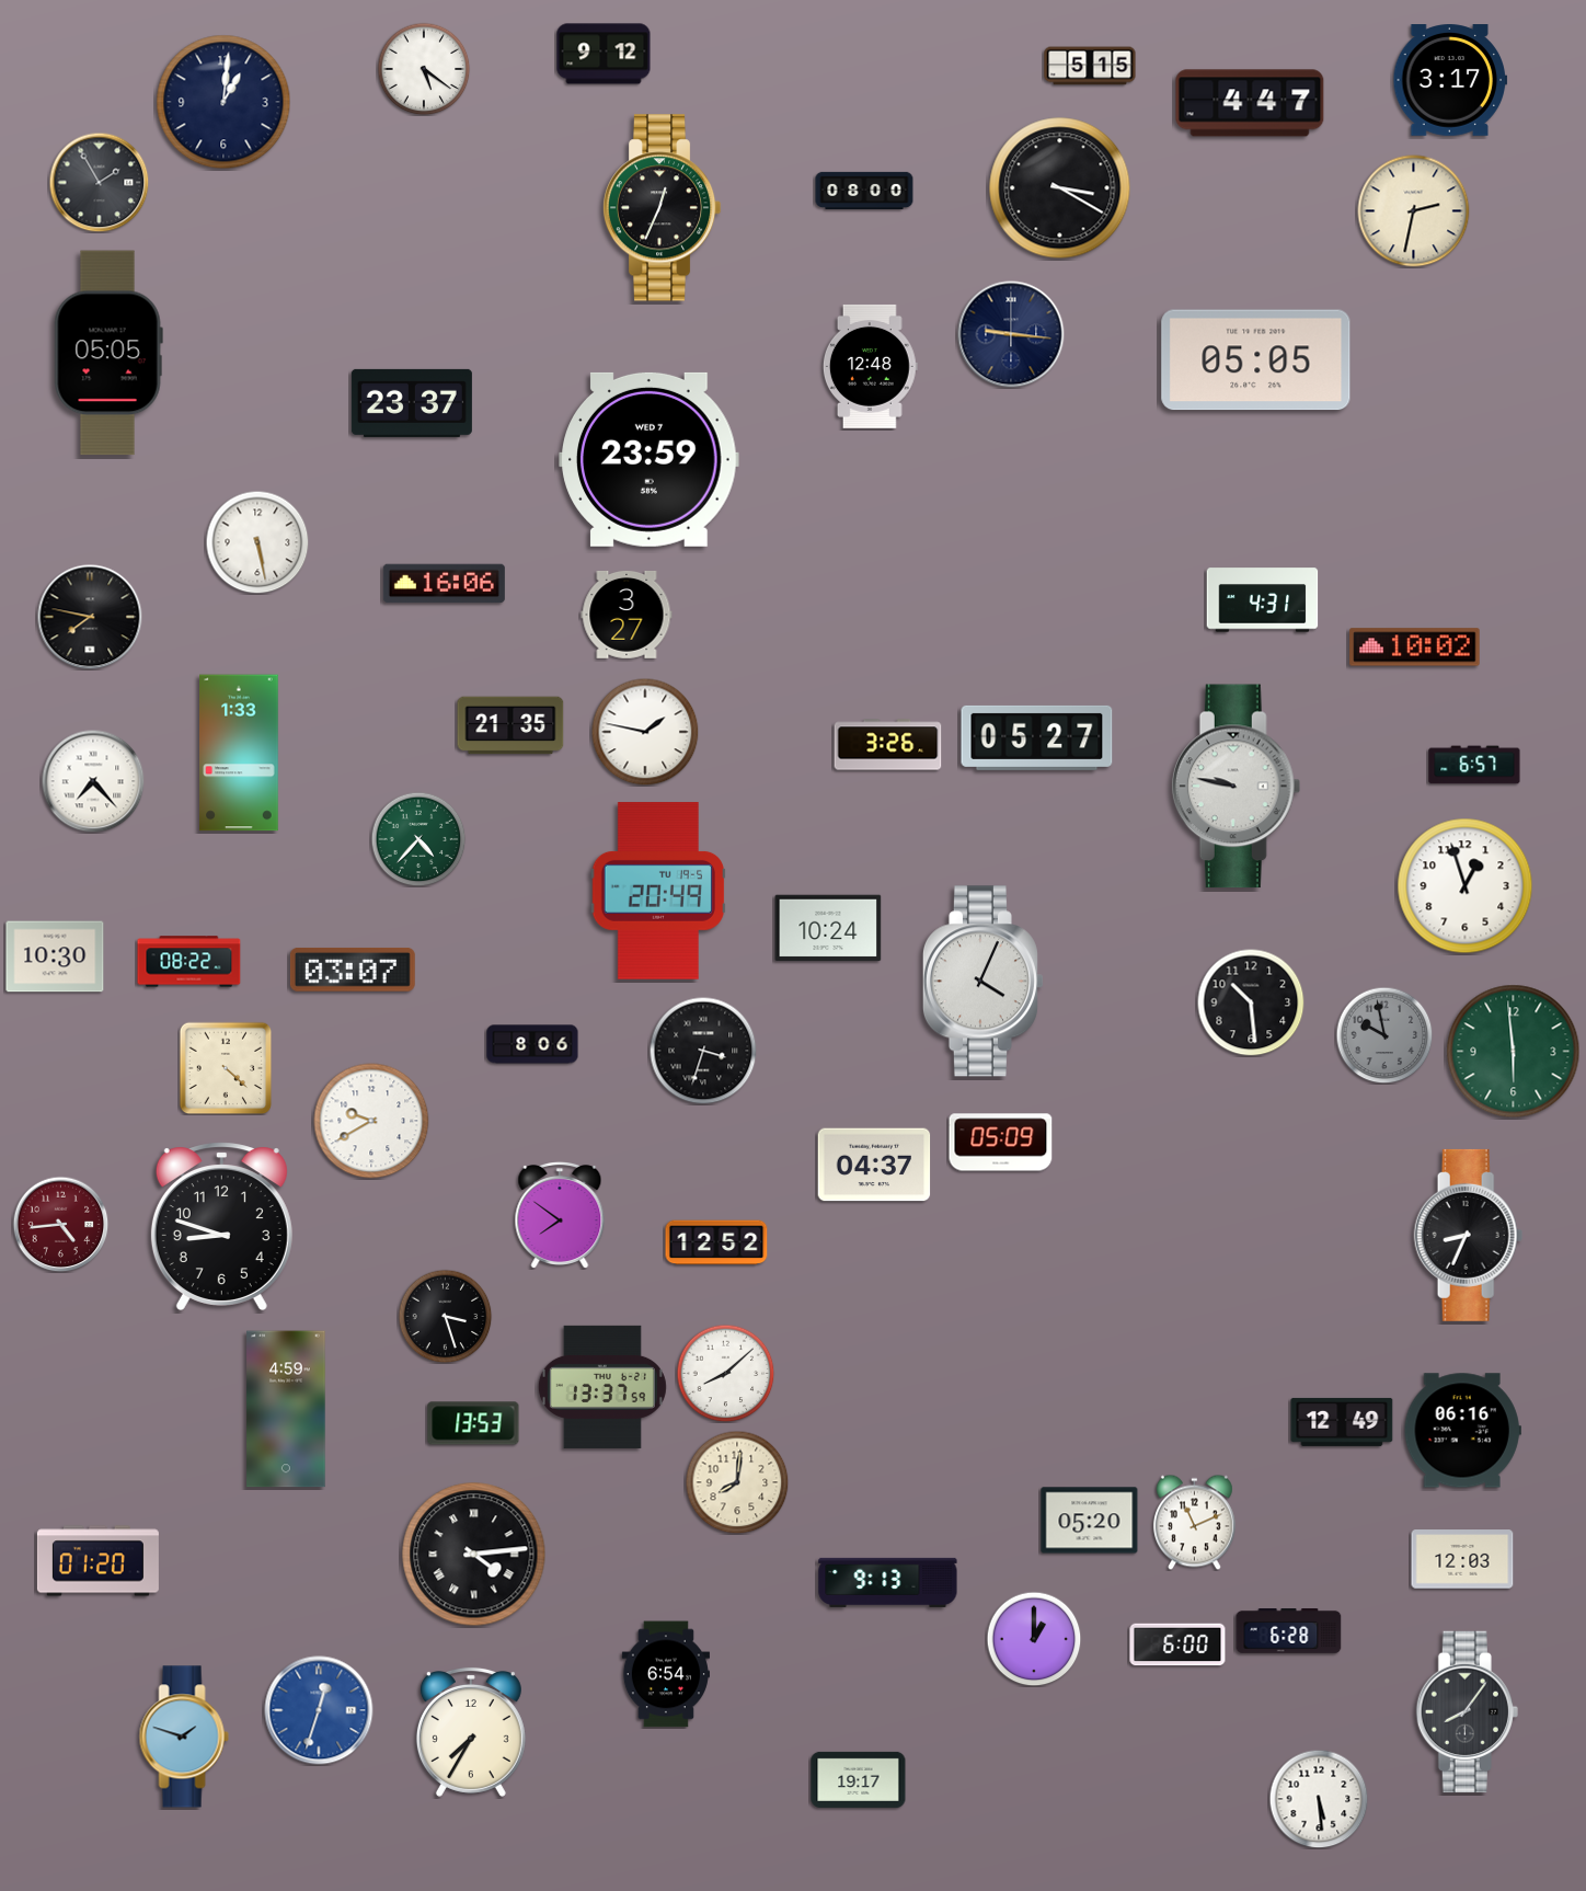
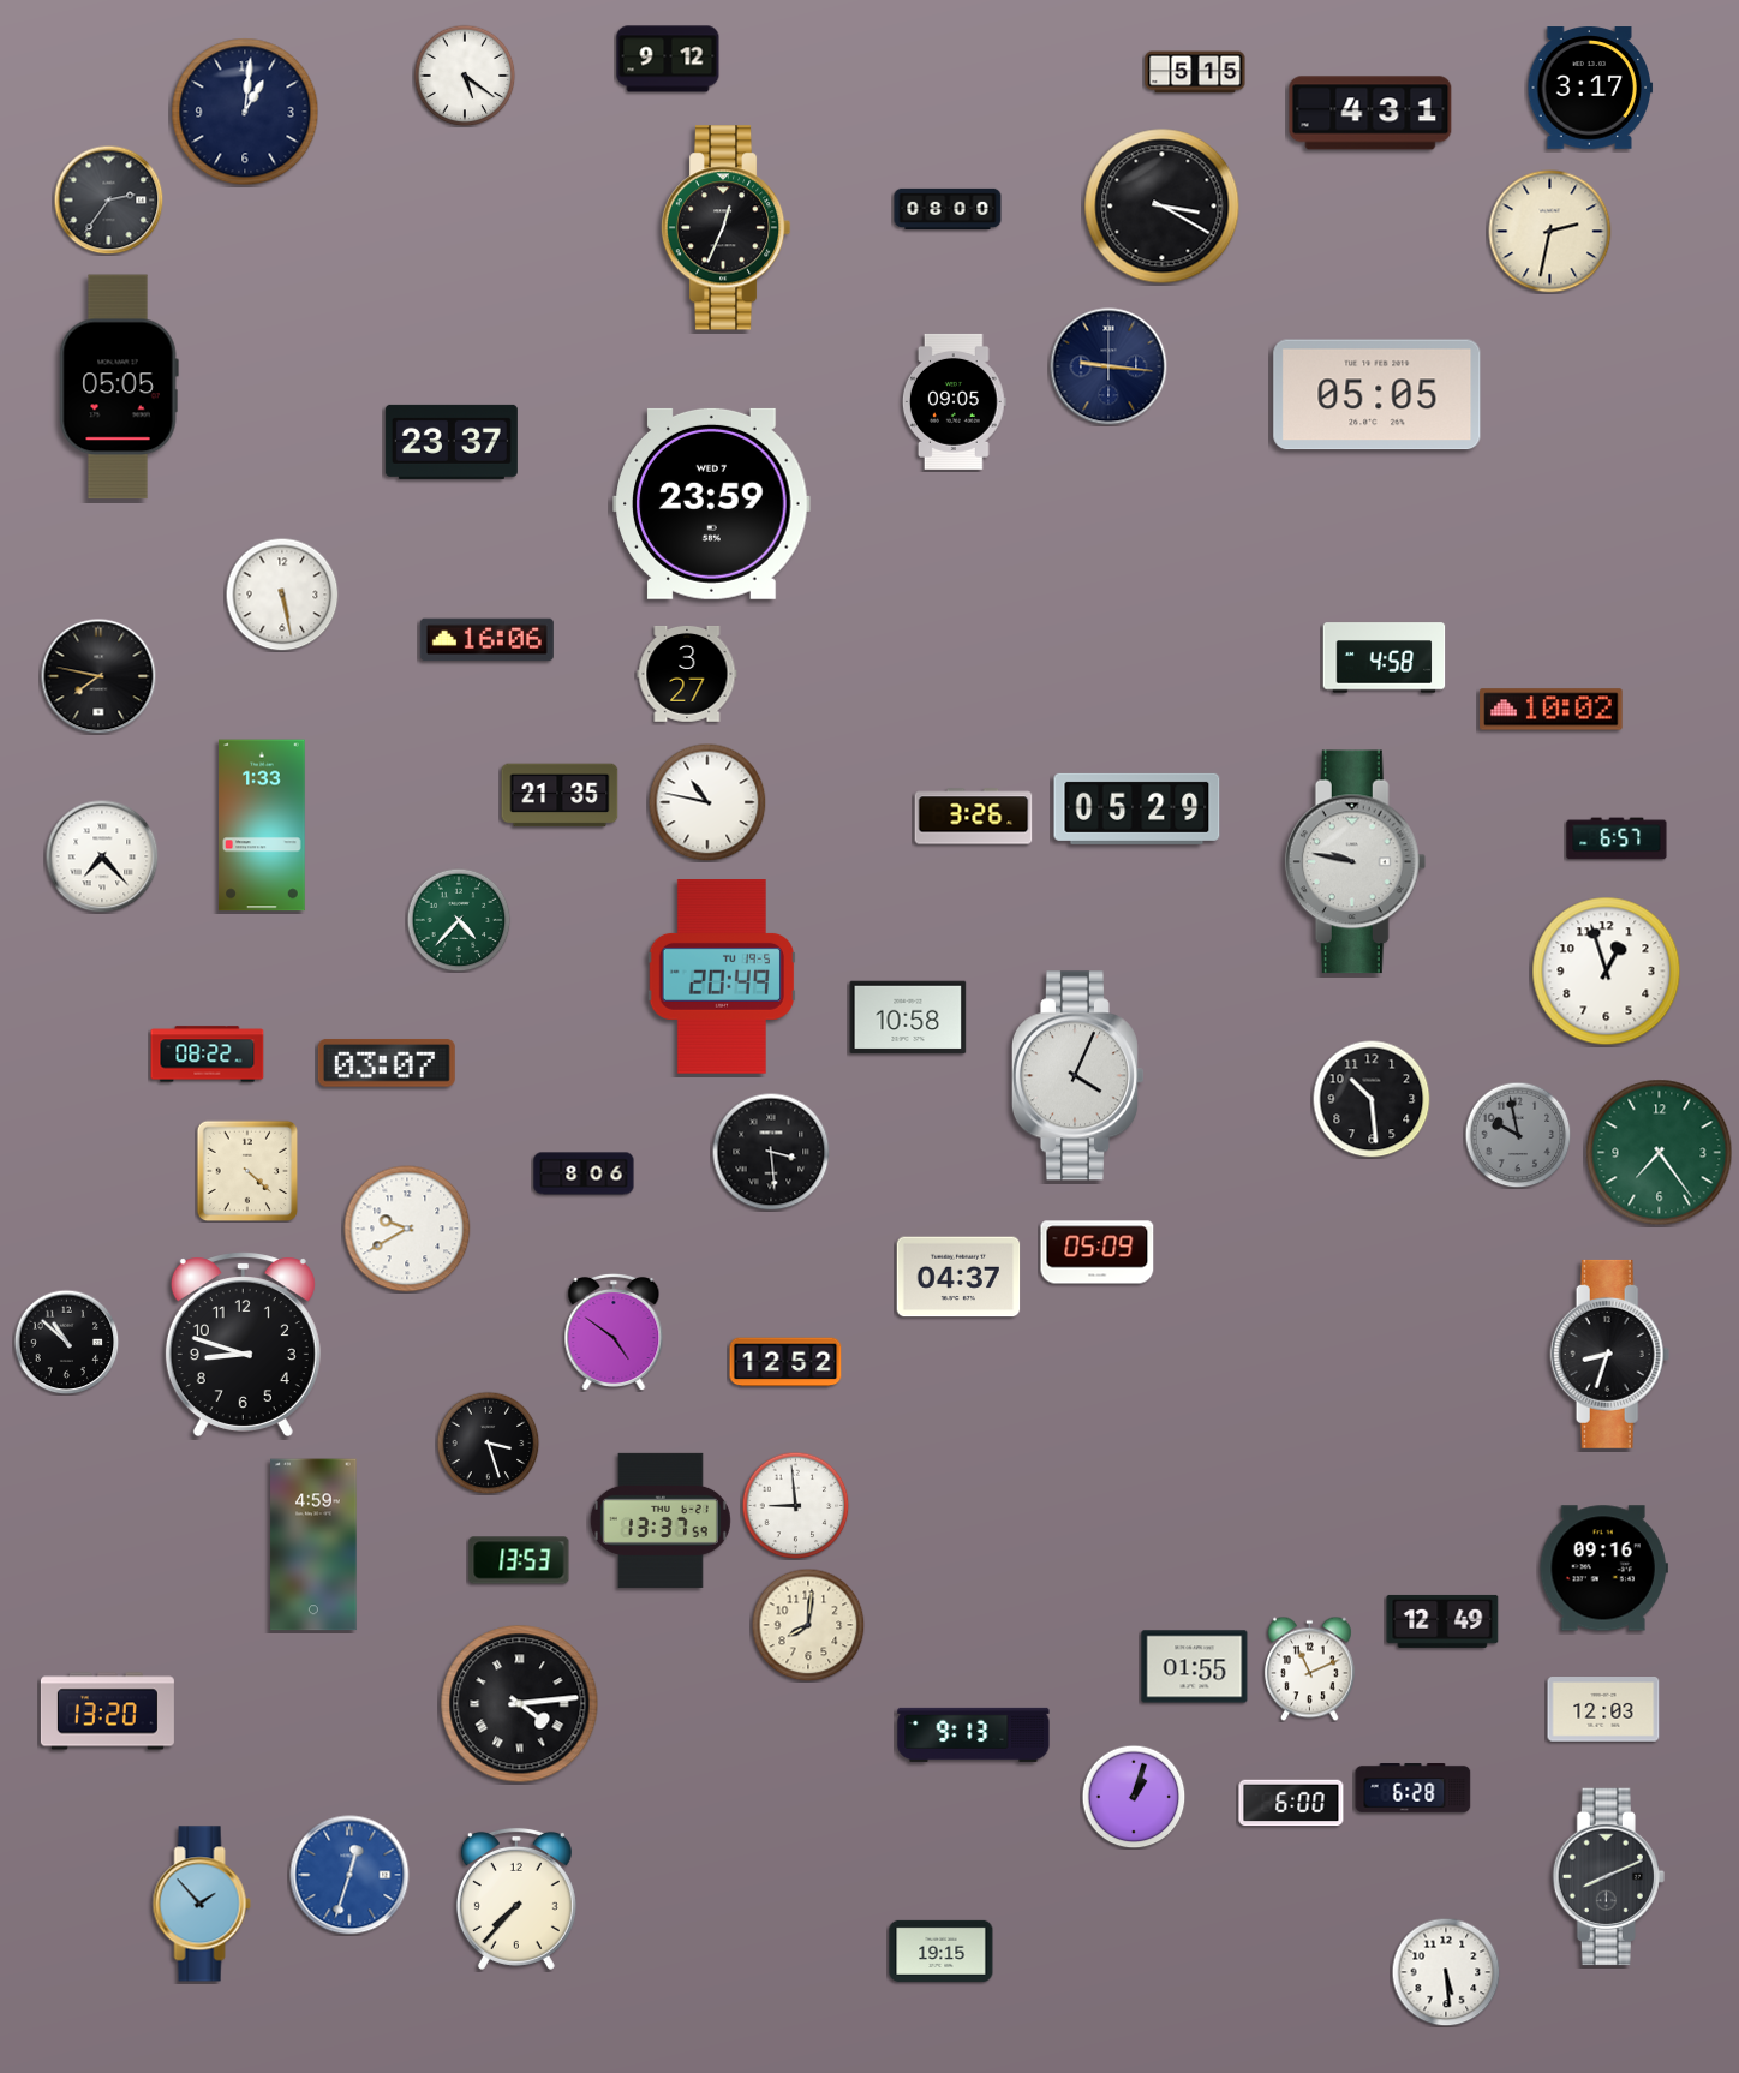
clock at (604, 54) position: (604, 54) -> (668, 59)
clock at (1250, 103): 4:47 -> 4:31
clock at (99, 182): 1:55 -> 2:36
clock at (870, 366): 12:48 -> 09:05
clock at (1263, 600): 4:31 -> 4:58
clock at (645, 732): 1:47 -> 10:47
clock at (1037, 737): 05:27 -> 05:29
clock at (828, 928): 10:24 -> 10:58
clock at (55, 956): 10:30 -> none
clock at (532, 1044) position: (532, 1044) -> (584, 1173)
clock at (703, 1051): 3:33 -> 3:29
clock at (1514, 1052): 5:59 -> 7:24
clock at (560, 1214): 7:51 -> 4:51
clock at (60, 1224): 4:44 -> 10:52
clock at (60, 1224) dial: burgundy -> black
clock at (1469, 1235): 8:34 -> 8:33
clock at (725, 1373): 8:08 -> 8:59
clock at (1342, 1422) position: (1342, 1422) -> (1442, 1621)
clock at (1462, 1431): 06:16 -> 09:16
clock at (1090, 1521): 05:20 -> 01:55
clock at (97, 1561): 01:20 -> 13:20
clock at (1034, 1639): 1:00 -> 1:03
clock at (666, 1674): 6:54 -> none
clock at (1467, 1712): 8:06 -> 8:11
clock at (471, 1732): 7:35 -> 7:37
clock at (184, 1737): 1:48 -> 1:53
clock at (859, 1779): 19:17 -> 19:15
